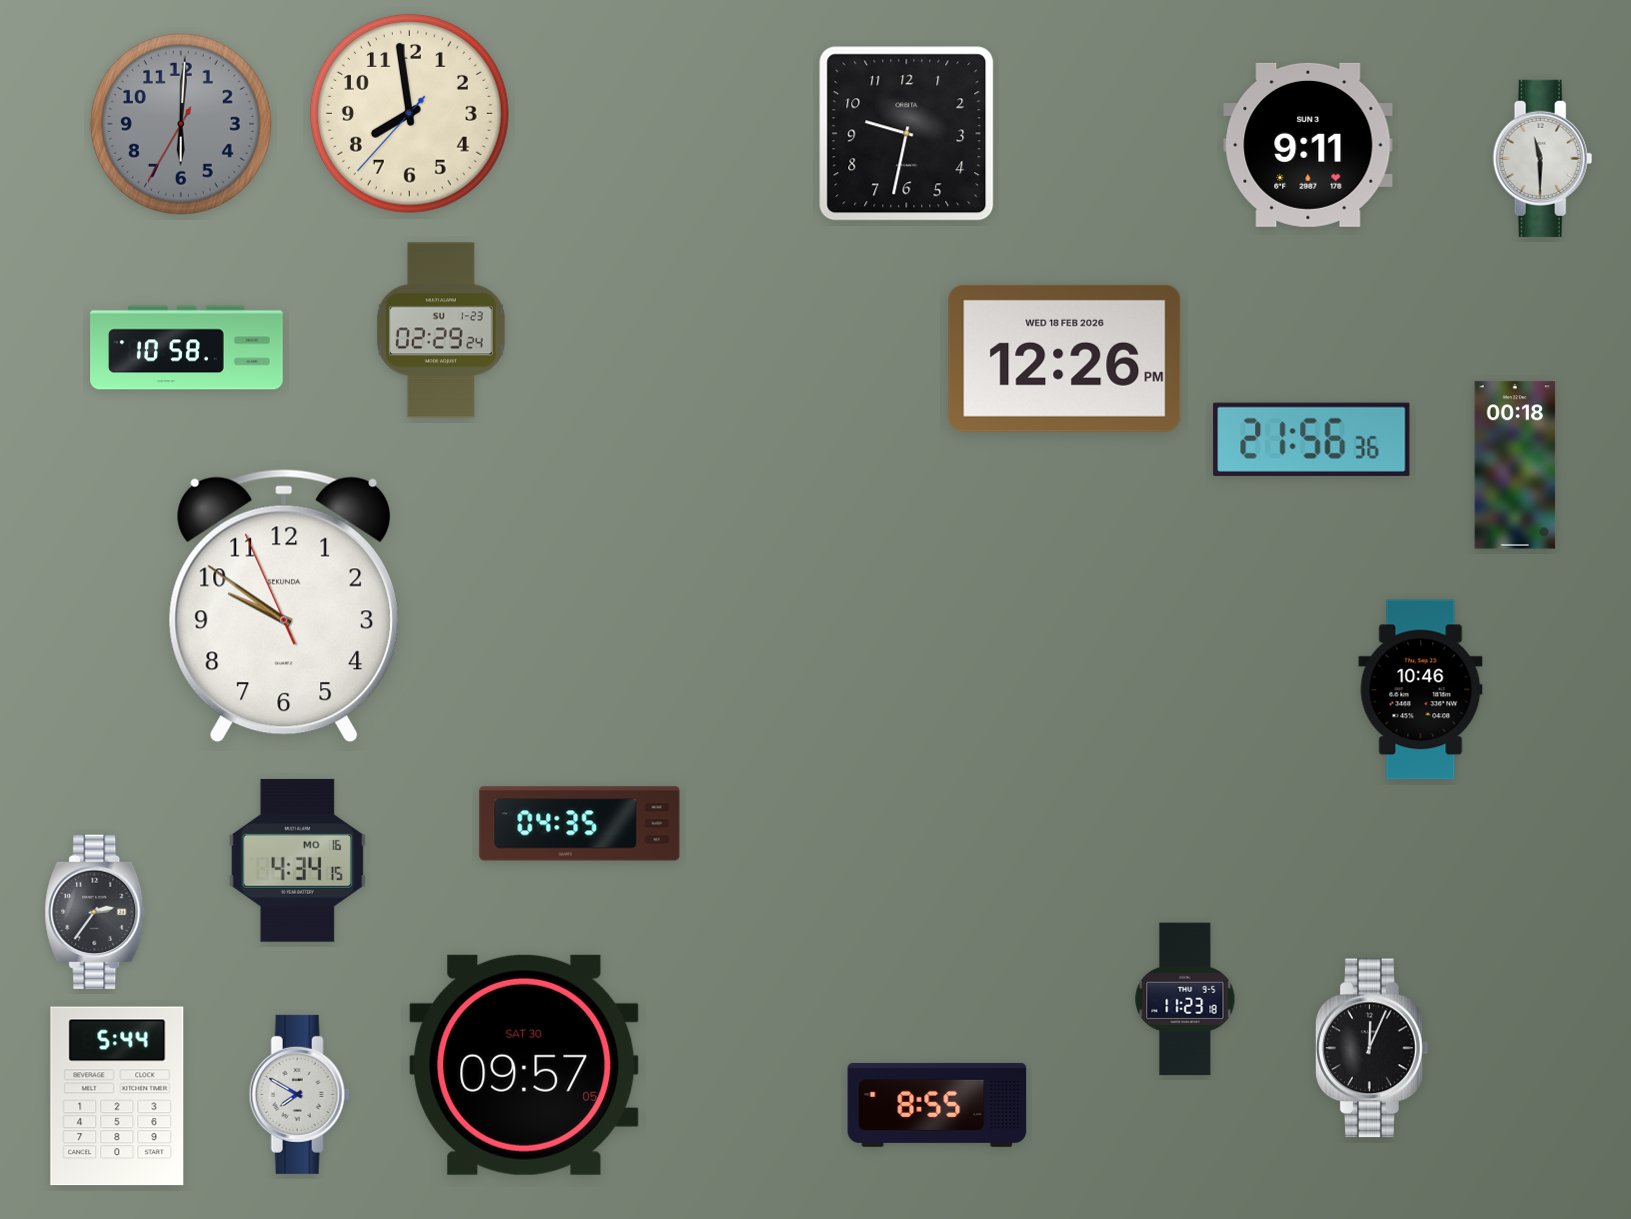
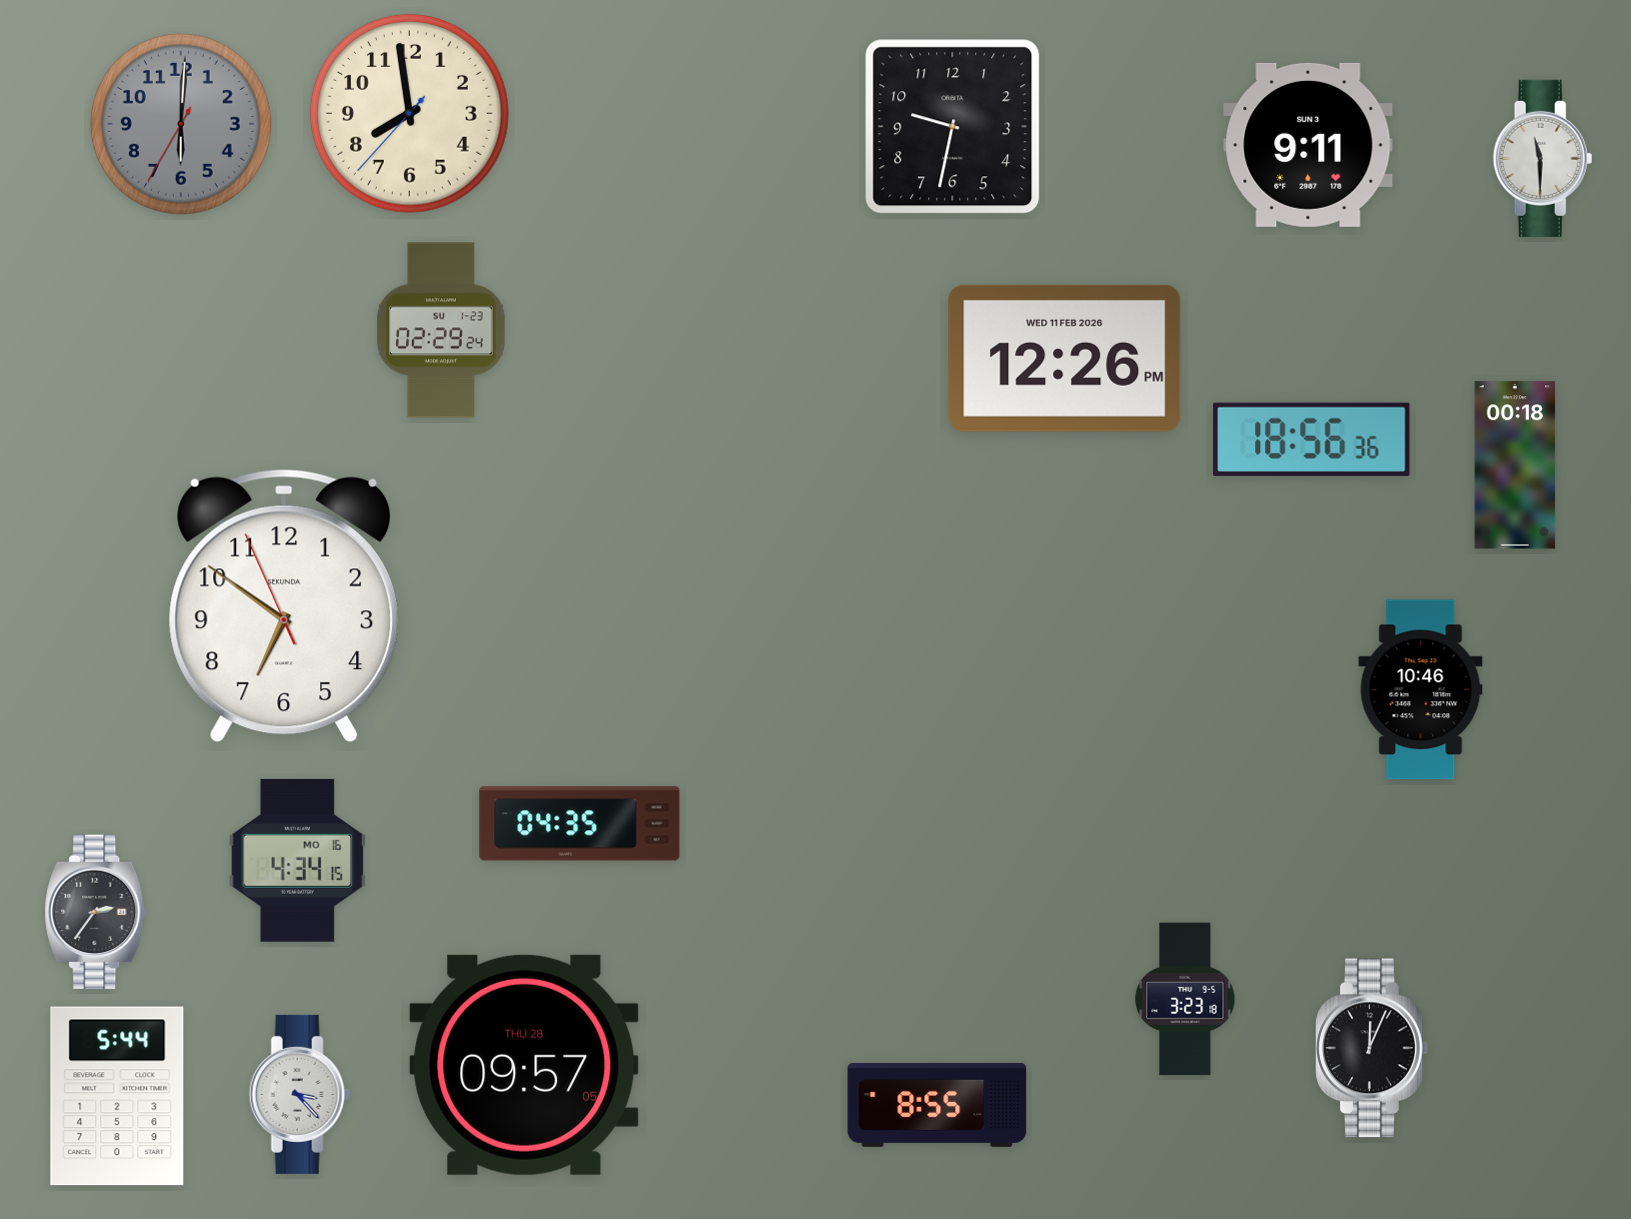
clock at (907, 134) position: (907, 134) -> (953, 127)
clock at (187, 348): 10:58 -> none
clock at (1065, 358) date: WED 18 FEB 2026 -> WED 11 FEB 2026
clock at (1312, 439): 21:56 -> 18:56
clock at (284, 606): 9:50 -> 6:50
clock at (1185, 999): 11:23 -> 3:23
clock at (524, 1065) date: SAT 30 -> THU 28
clock at (299, 1094): 7:50 -> 3:23
